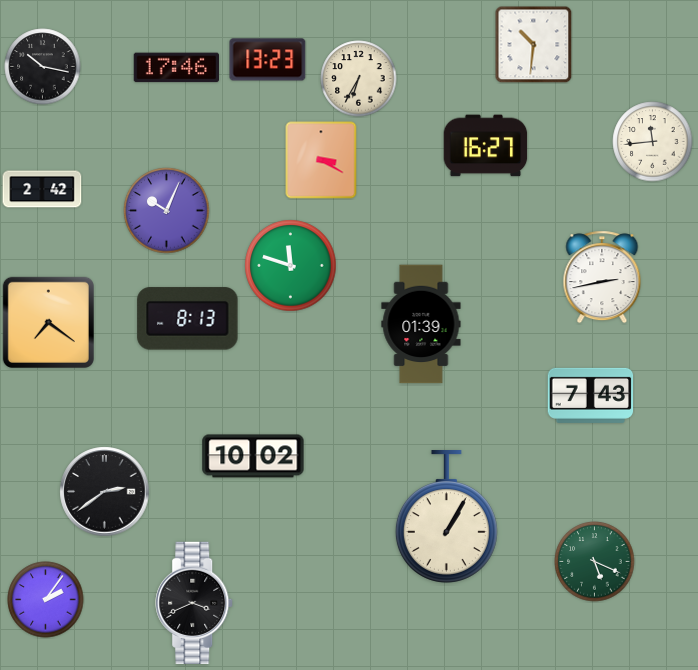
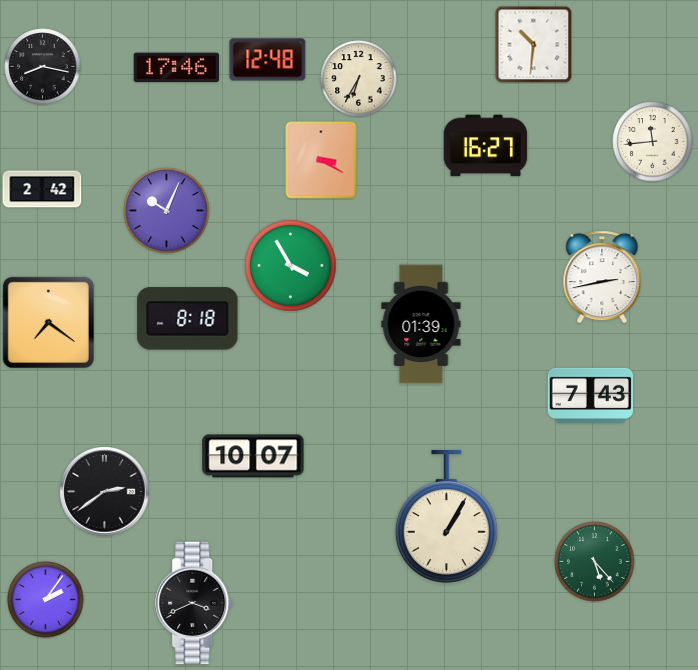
clock at (268, 60): 13:23 -> 12:48
clock at (43, 67): 10:17 -> 8:17
clock at (291, 266): 11:48 -> 3:55
clock at (188, 319): 8:13 -> 8:18
clock at (253, 456): 10:02 -> 10:07
clock at (595, 562): 5:19 -> 5:23
